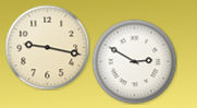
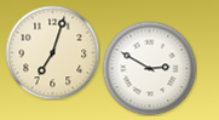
clock at (47, 47): 9:17 -> 7:03
